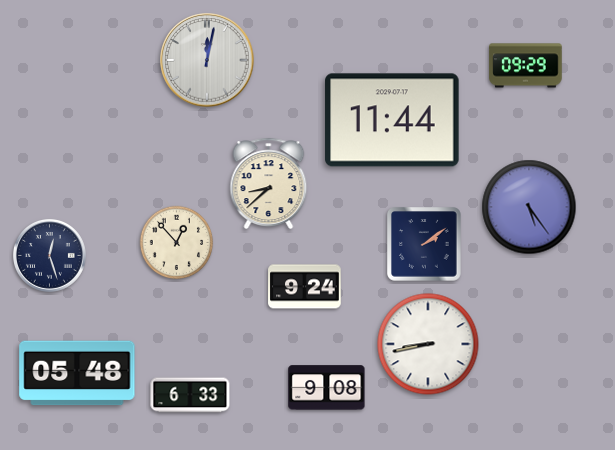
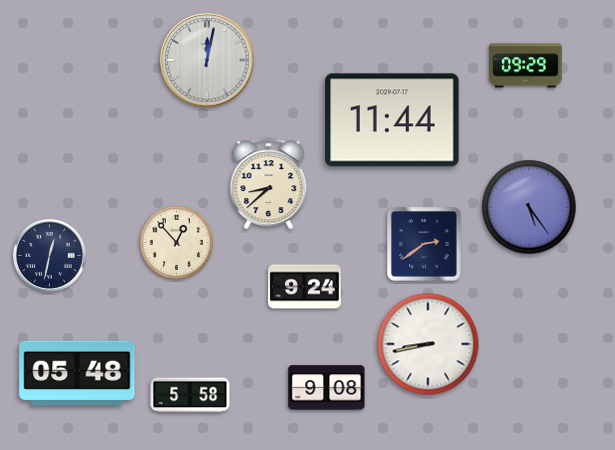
clock at (425, 245): 2:09 -> 2:39
clock at (50, 256): 12:27 -> 12:32
clock at (190, 395): 6:33 -> 5:58
